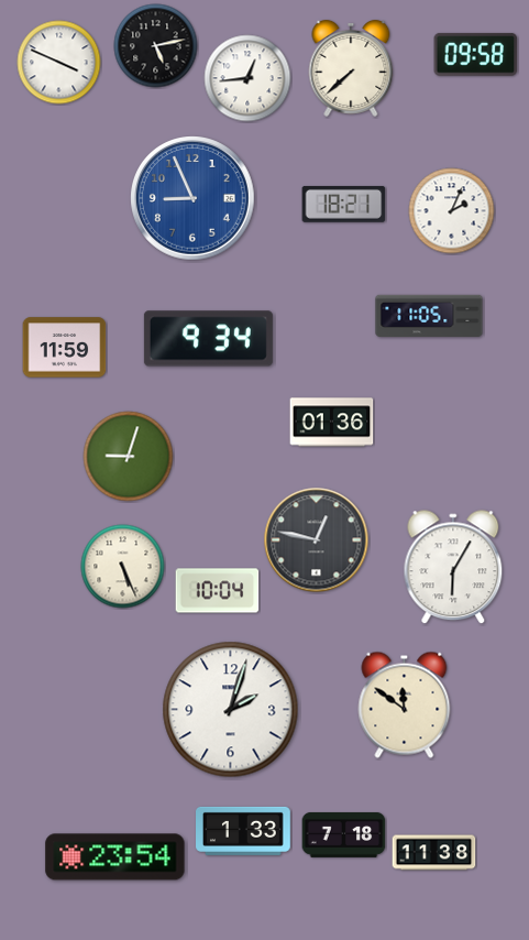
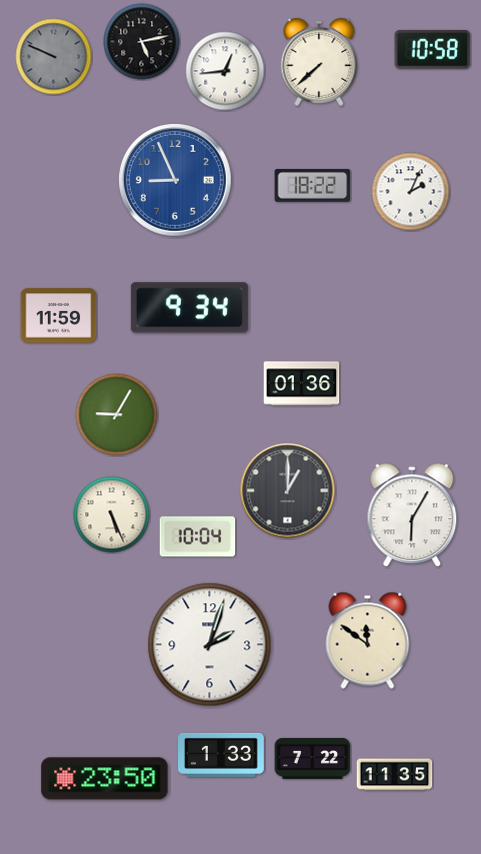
clock at (476, 54): 09:58 -> 10:58
clock at (59, 63): 3:49 -> 9:49
clock at (59, 63) dial: white -> grey
clock at (344, 204): 18:21 -> 18:22
clock at (429, 315): 11:05 -> none
clock at (129, 457): 9:03 -> 9:05
clock at (317, 540): 12:47 -> 1:00
clock at (344, 834): 7:18 -> 7:22
clock at (434, 853): 11:38 -> 11:35
clock at (115, 857): 23:54 -> 23:50
